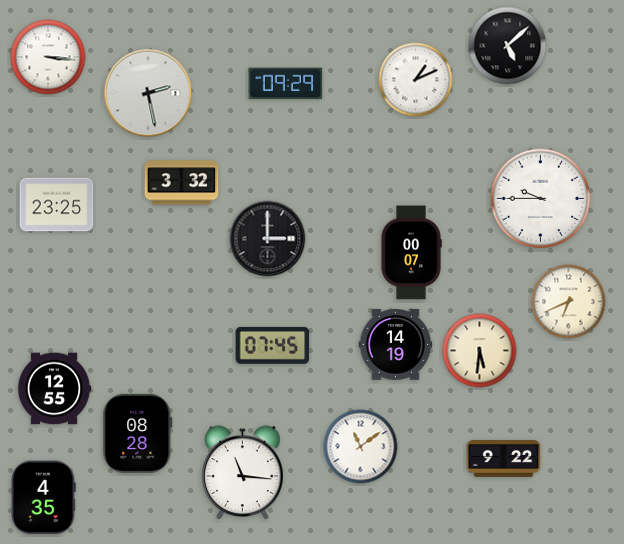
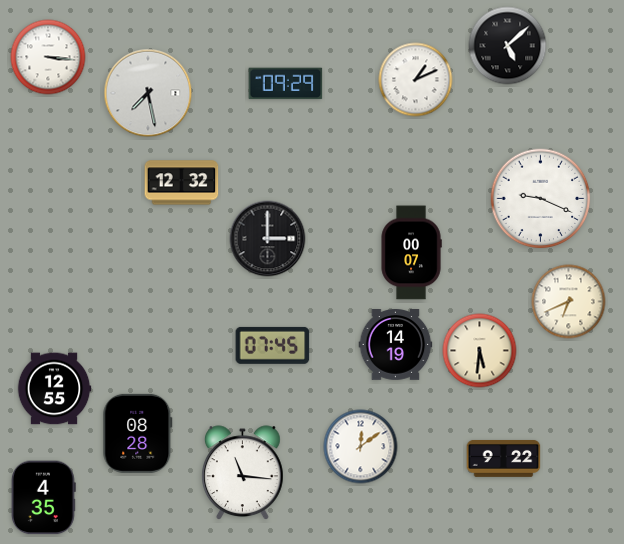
clock at (148, 93): 2:28 -> 7:28
clock at (182, 183): 3:32 -> 12:32
clock at (541, 199): 9:45 -> 9:19
clock at (57, 205): 23:25 -> none
clock at (361, 447): 11:09 -> 12:09
